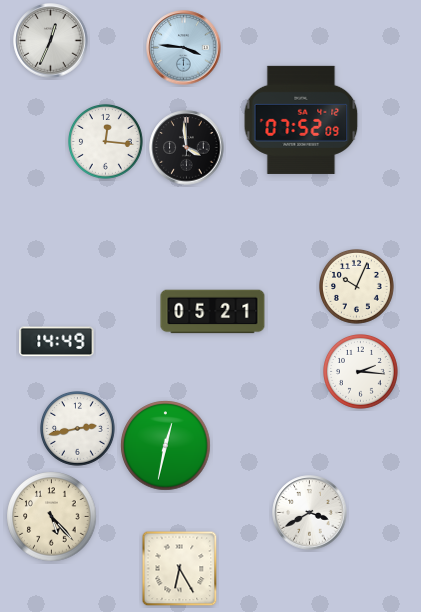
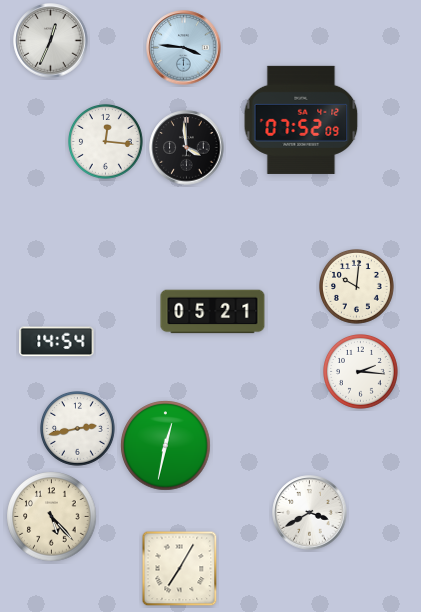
clock at (357, 287): 10:04 -> 10:01
clock at (57, 342): 14:49 -> 14:54
clock at (180, 569): 6:25 -> 7:05
